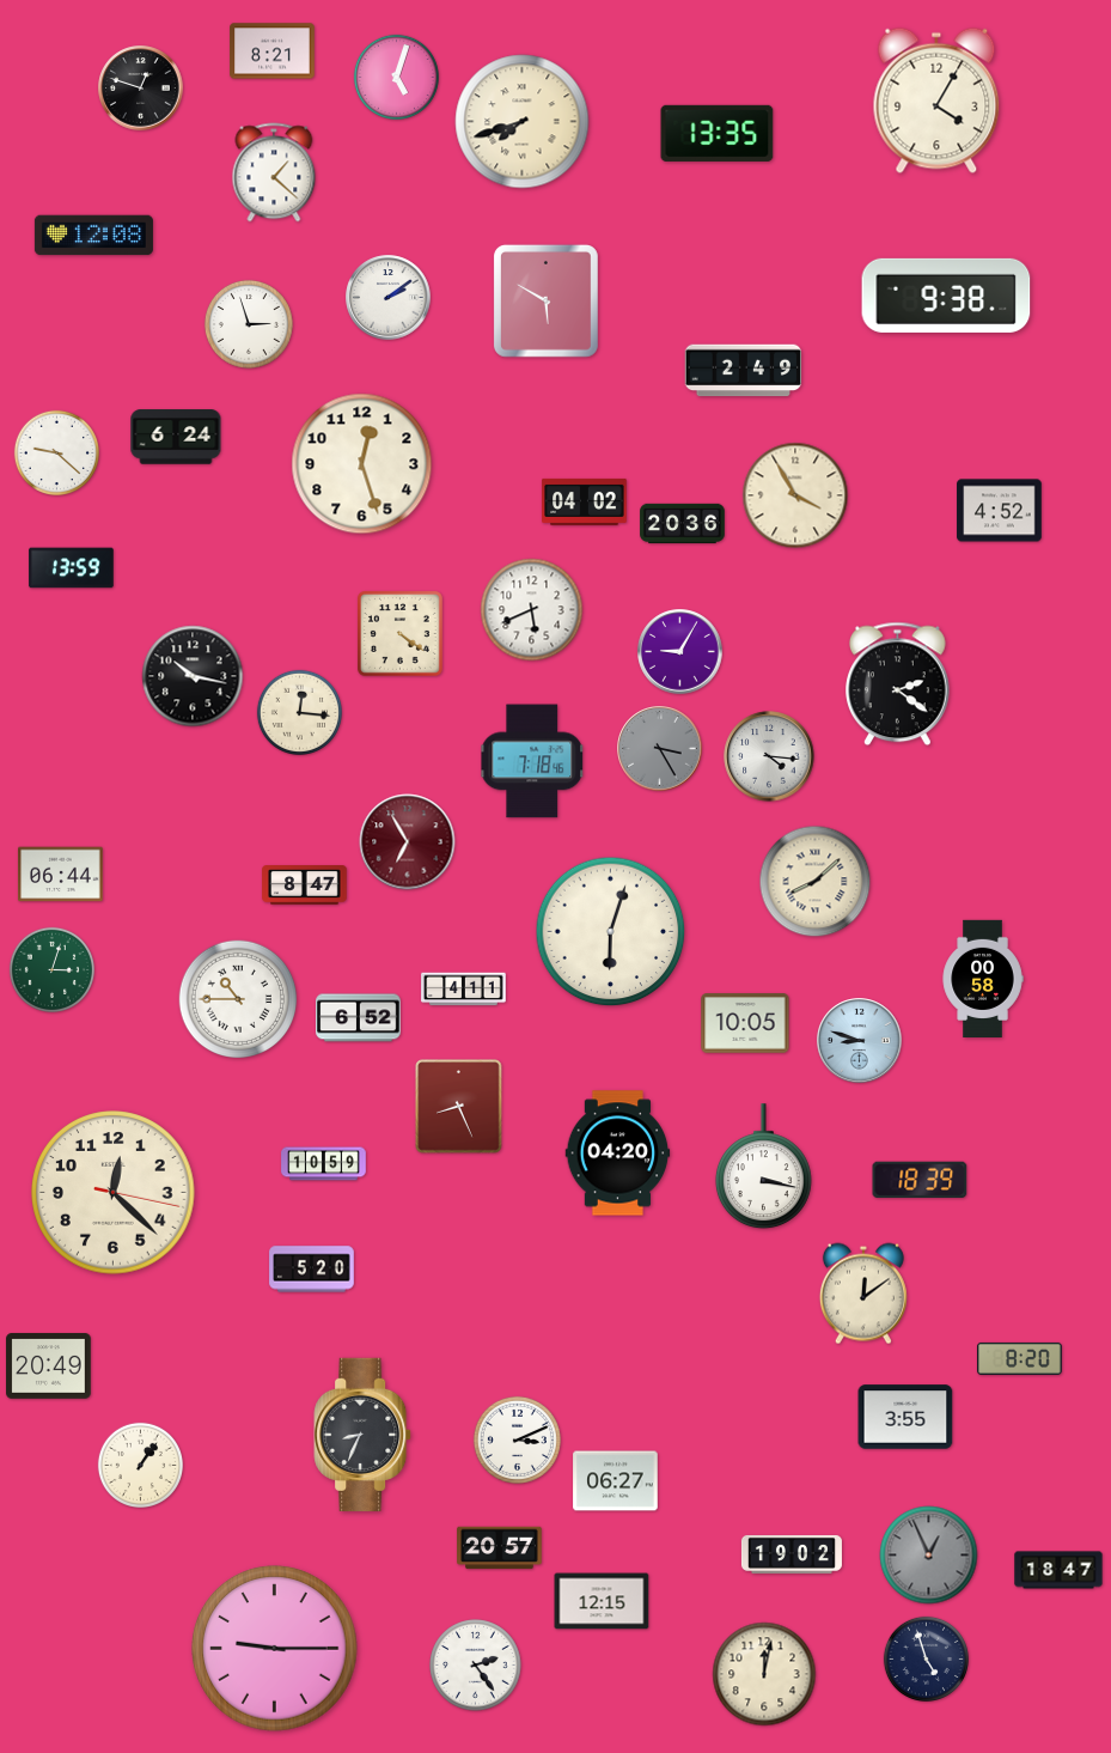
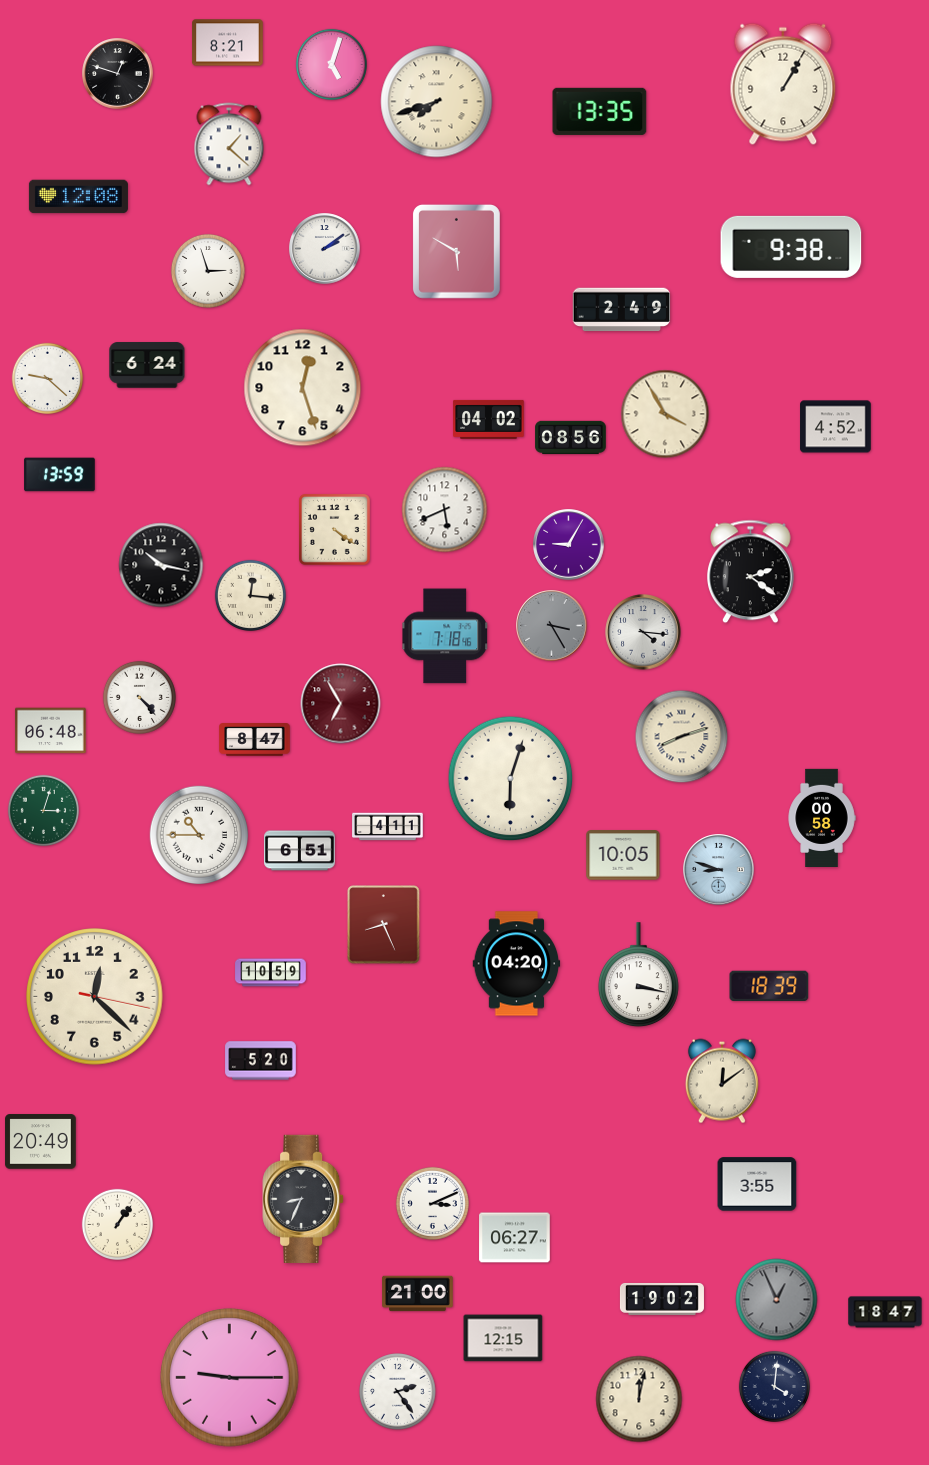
clock at (936, 101): 4:05 -> 1:05
clock at (683, 524): 20:36 -> 08:56
clock at (139, 697): none -> 4:23
clock at (61, 875): 06:44 -> 06:48
clock at (816, 882): 8:08 -> 8:12
clock at (359, 1018): 6:52 -> 6:51
clock at (1020, 1358): 8:20 -> none
clock at (500, 1548): 20:57 -> 21:00
clock at (926, 1658): 4:57 -> 4:01
